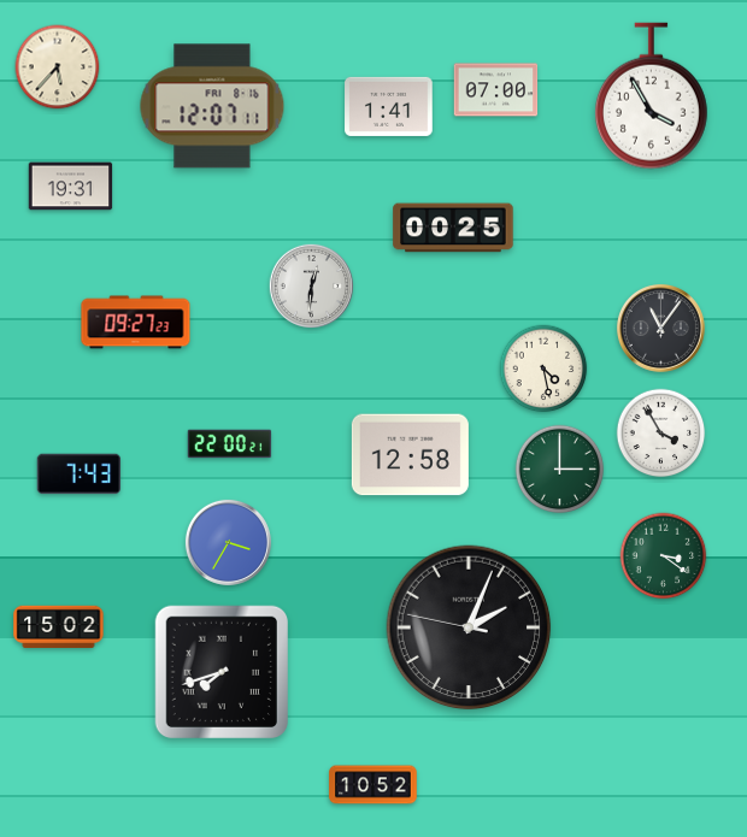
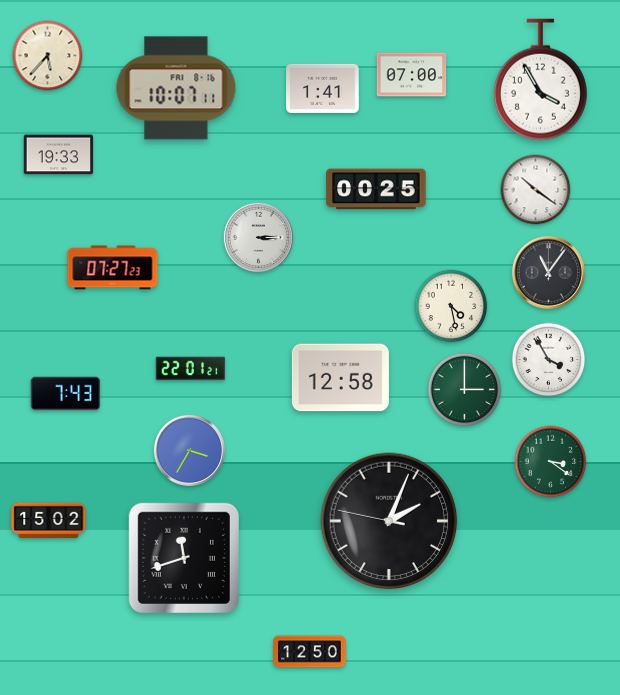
clock at (212, 106): 12:07 -> 10:07
clock at (71, 187): 19:31 -> 19:33
clock at (536, 190): none -> 10:21
clock at (311, 285): 12:31 -> 3:15
clock at (136, 323): 09:27 -> 07:27
clock at (230, 444): 22:00 -> 22:01
clock at (220, 671): 7:42 -> 11:42
clock at (373, 785): 10:52 -> 12:50
